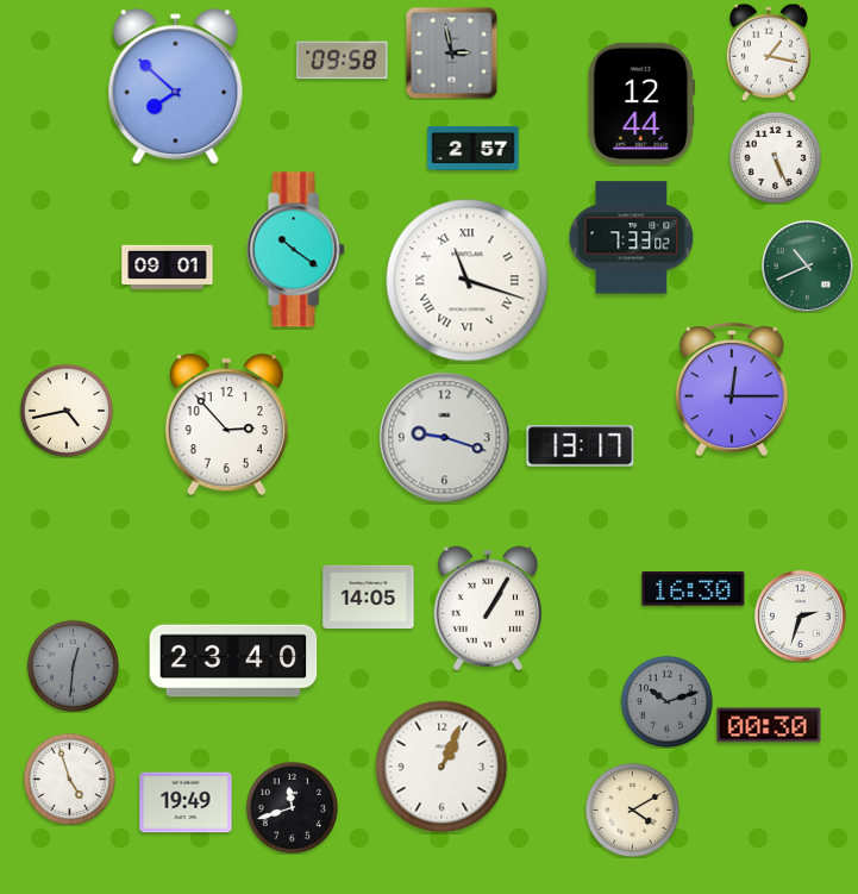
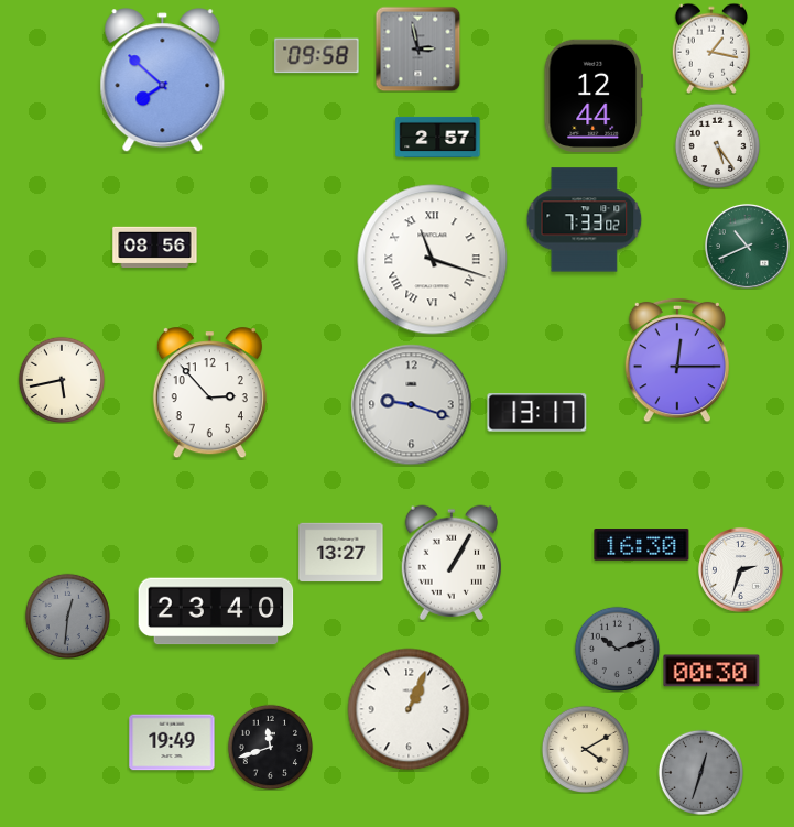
clock at (775, 157): 5:26 -> 5:24
clock at (295, 250): 10:21 -> none
clock at (168, 268): 09:01 -> 08:56
clock at (67, 411): 4:43 -> 5:43
clock at (369, 598): 14:05 -> 13:27
clock at (69, 779): 4:57 -> none
clock at (700, 772): none -> 12:33
